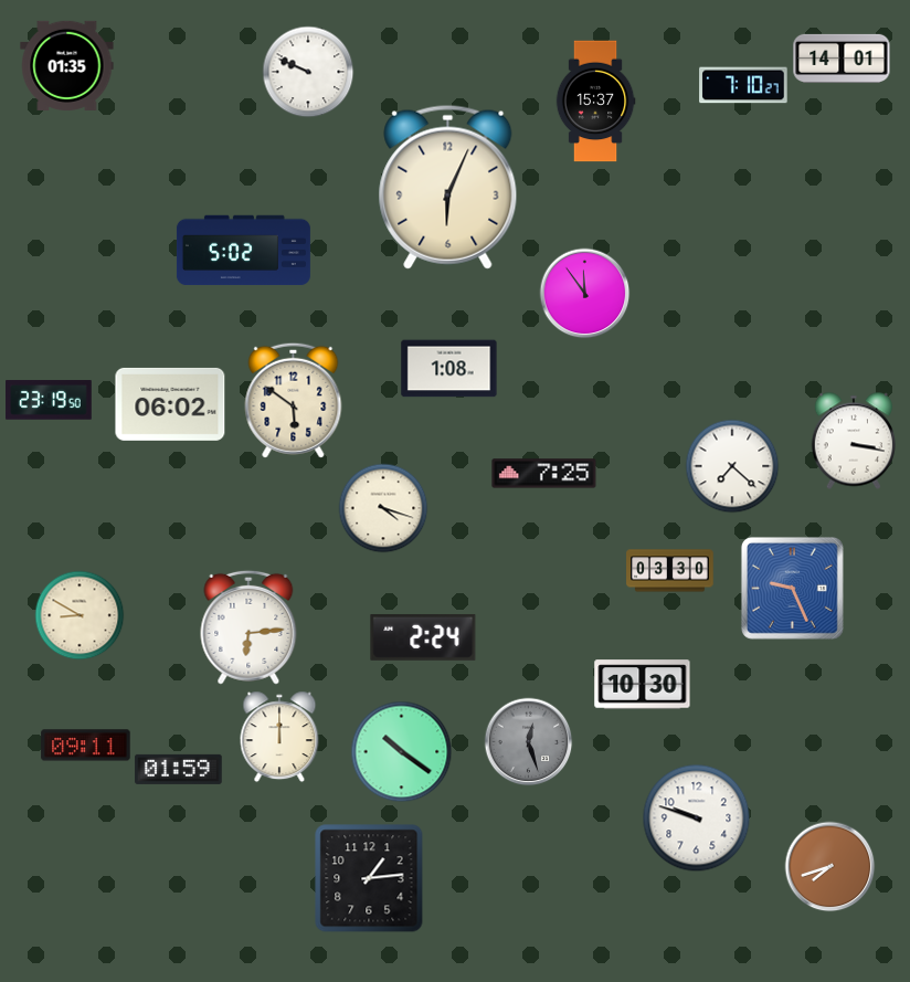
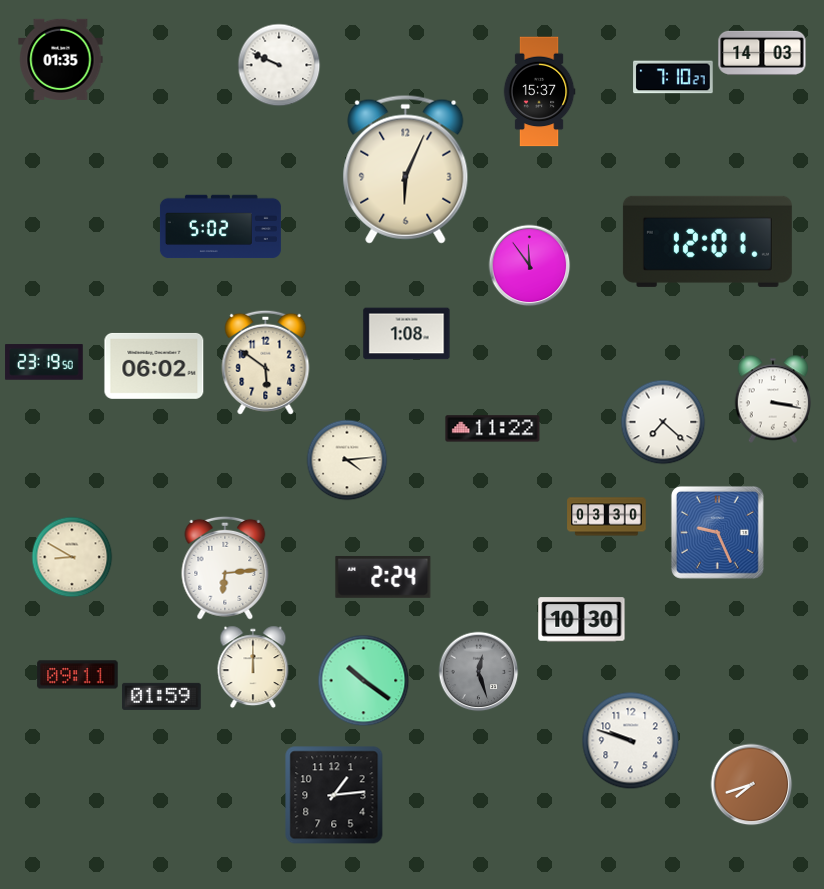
clock at (842, 59): 14:01 -> 14:03
clock at (707, 241): none -> 12:01
clock at (544, 474): 7:25 -> 11:22
clock at (383, 508): 4:18 -> 4:14
